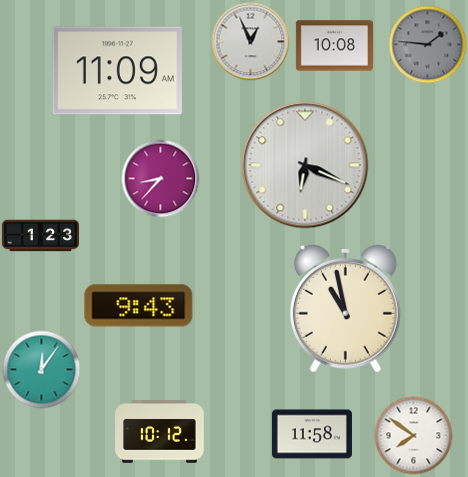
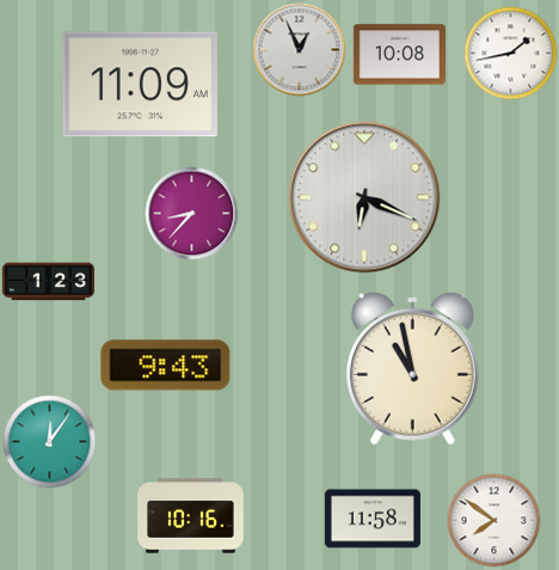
clock at (427, 44): 1:46 -> 1:43
clock at (427, 44) dial: grey -> white
clock at (160, 432): 10:12 -> 10:16
